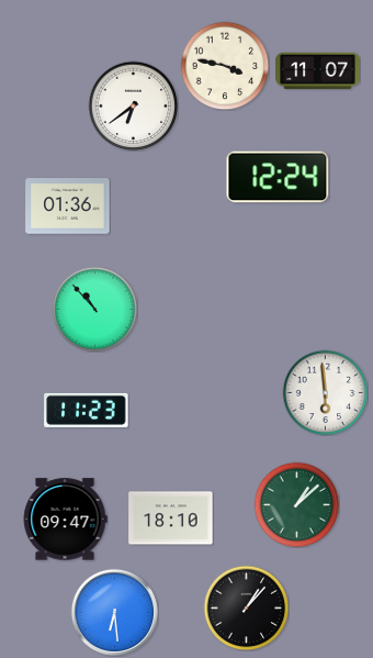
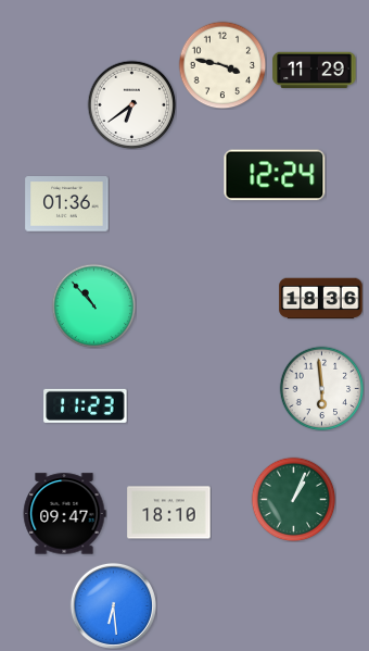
clock at (318, 71): 11:07 -> 11:29
clock at (321, 299): none -> 18:36
clock at (296, 504): 1:08 -> 1:04
clock at (246, 607): 1:07 -> none
